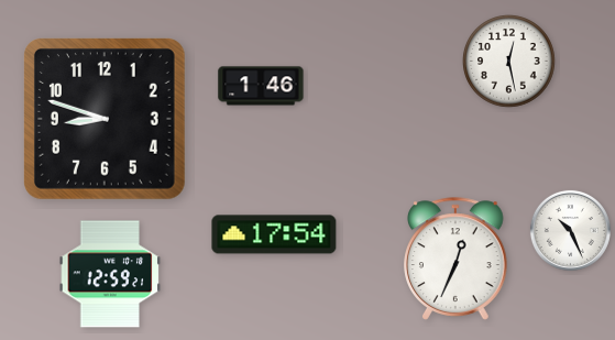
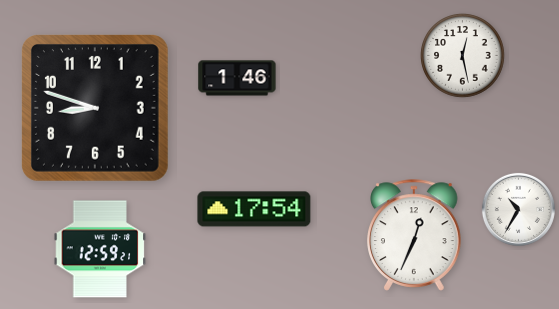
clock at (570, 230): 10:26 -> 10:35
clock at (274, 234) position: (274, 234) -> (254, 209)
